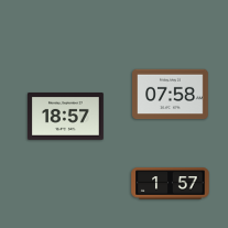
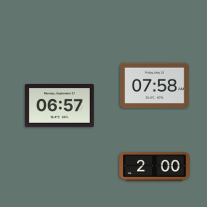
clock at (66, 117): 18:57 -> 06:57
clock at (171, 184): 1:57 -> 2:00
